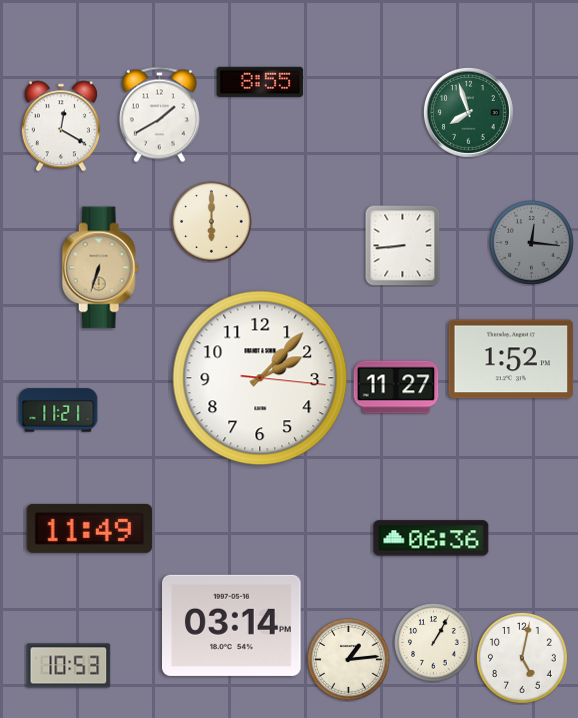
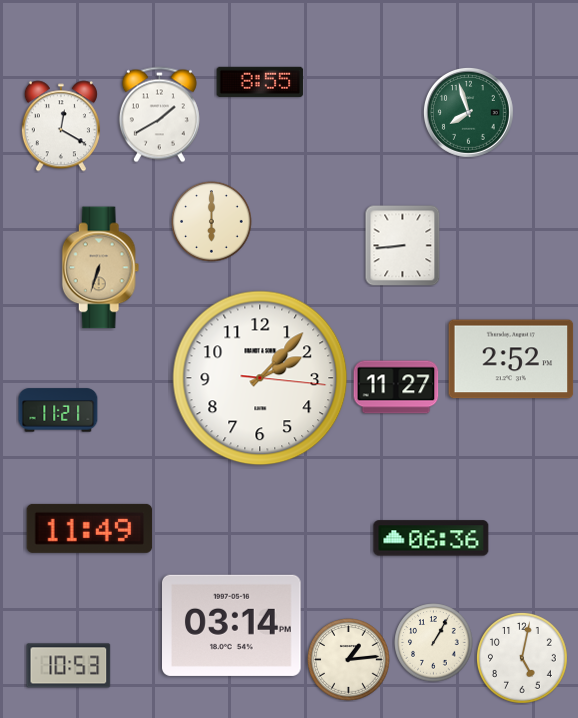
clock at (532, 243): 12:16 -> none
clock at (511, 359): 1:52 -> 2:52
